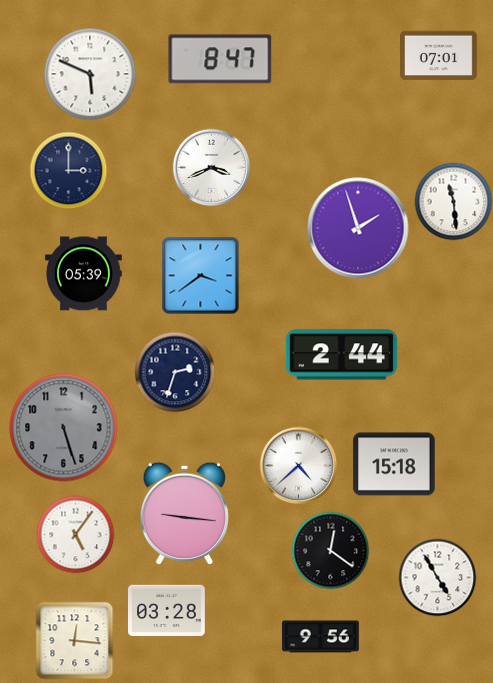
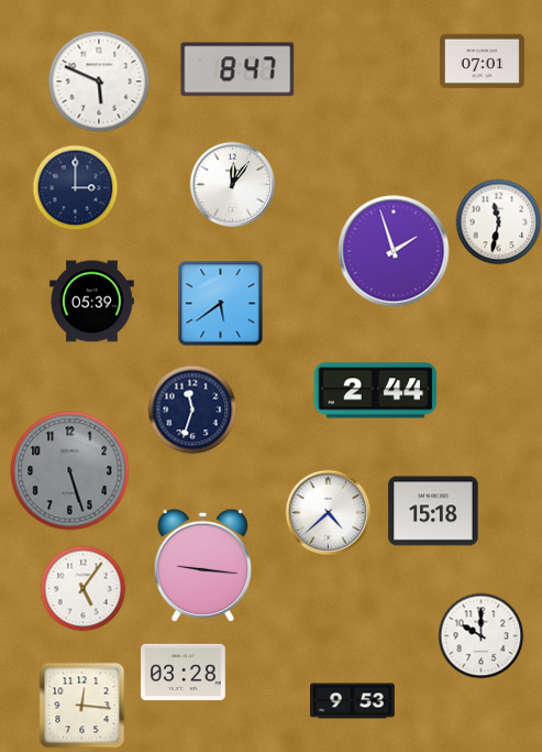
clock at (220, 59) position: (220, 59) -> (237, 69)
clock at (211, 167): 3:41 -> 12:06
clock at (453, 201): 11:29 -> 11:32
clock at (200, 275): 3:39 -> 5:39
clock at (175, 372): 2:33 -> 11:33
clock at (330, 550): 12:21 -> none
clock at (437, 577): 4:55 -> 10:00
clock at (321, 637): 9:56 -> 9:53
